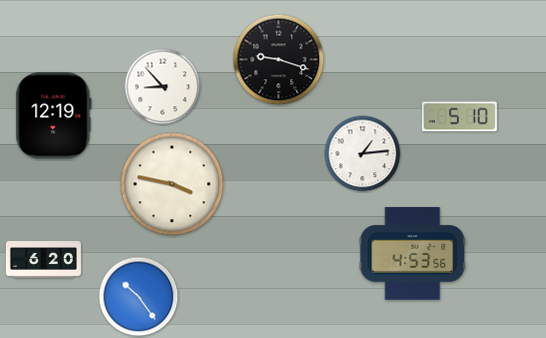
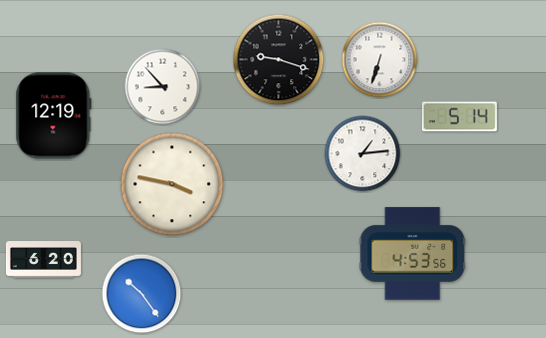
clock at (380, 60): none -> 6:33
clock at (459, 117): 5:10 -> 5:14
clock at (139, 297) position: (139, 297) -> (142, 294)
